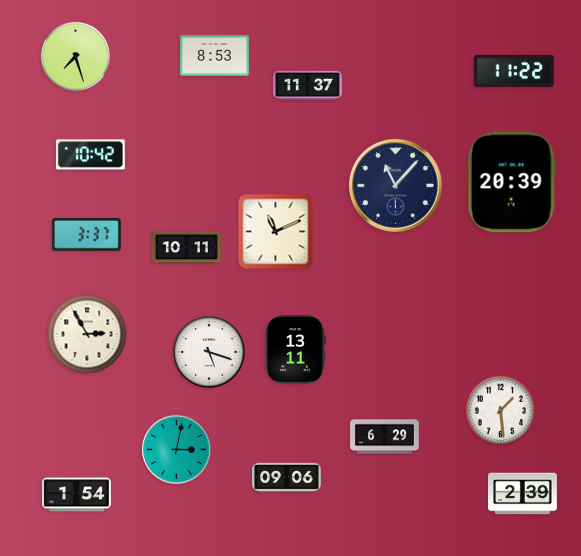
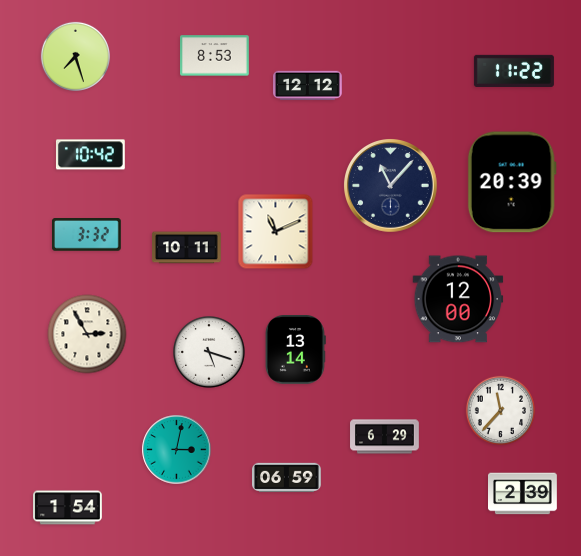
clock at (308, 86): 11:37 -> 12:12
clock at (396, 186) position: (396, 186) -> (391, 186)
clock at (87, 235): 3:37 -> 3:32
clock at (458, 299): none -> 12:00
clock at (295, 350): 13:11 -> 13:14
clock at (500, 410): 1:29 -> 11:37
clock at (287, 478): 09:06 -> 06:59
clock at (77, 495) position: (77, 495) -> (68, 508)
